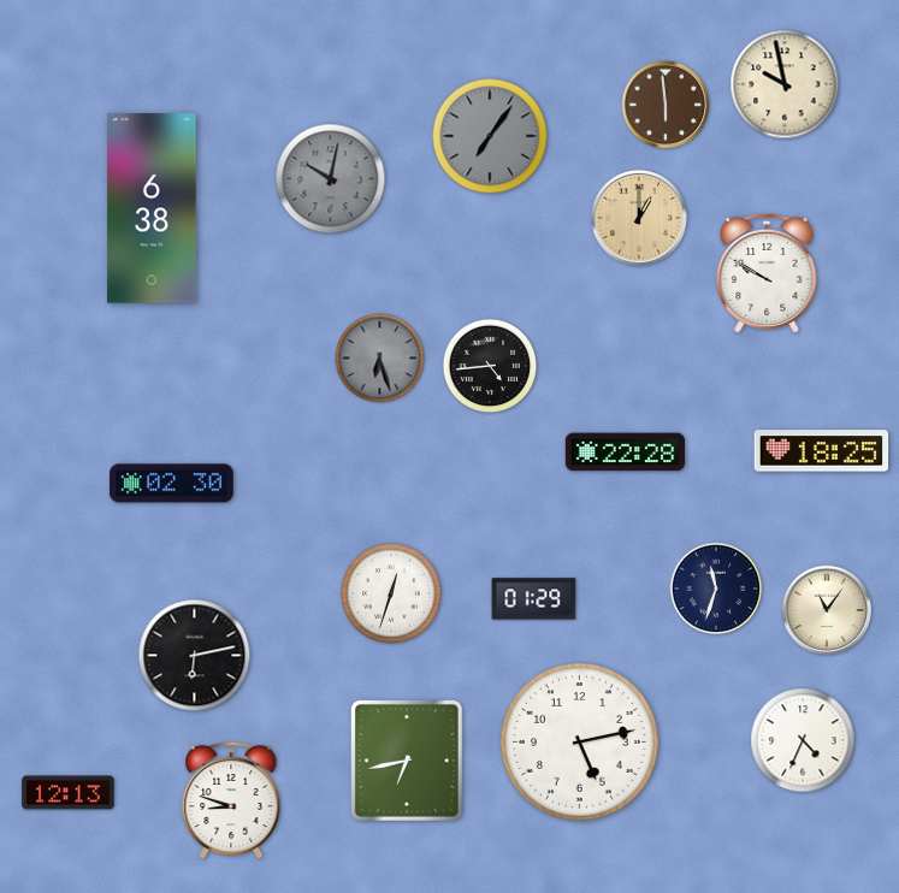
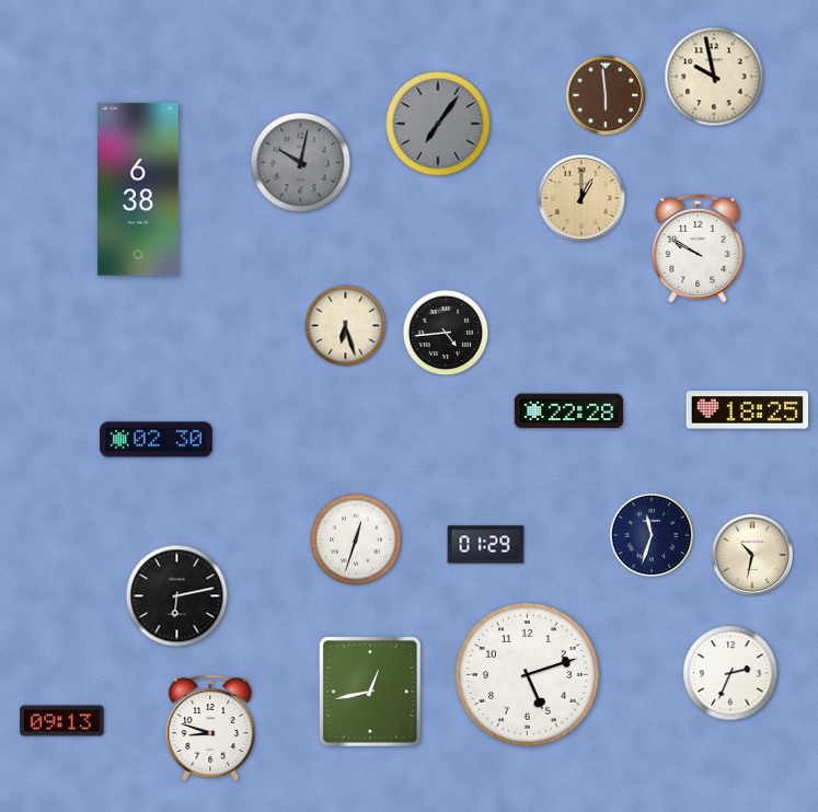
clock at (490, 136) position: (490, 136) -> (438, 124)
clock at (380, 359) dial: grey -> cream
clock at (827, 610): 11:06 -> 10:32
clock at (803, 740): 4:34 -> 2:34
clock at (580, 743): 5:13 -> 5:12
clock at (407, 761): 6:43 -> 12:43
clock at (69, 793): 12:13 -> 09:13
